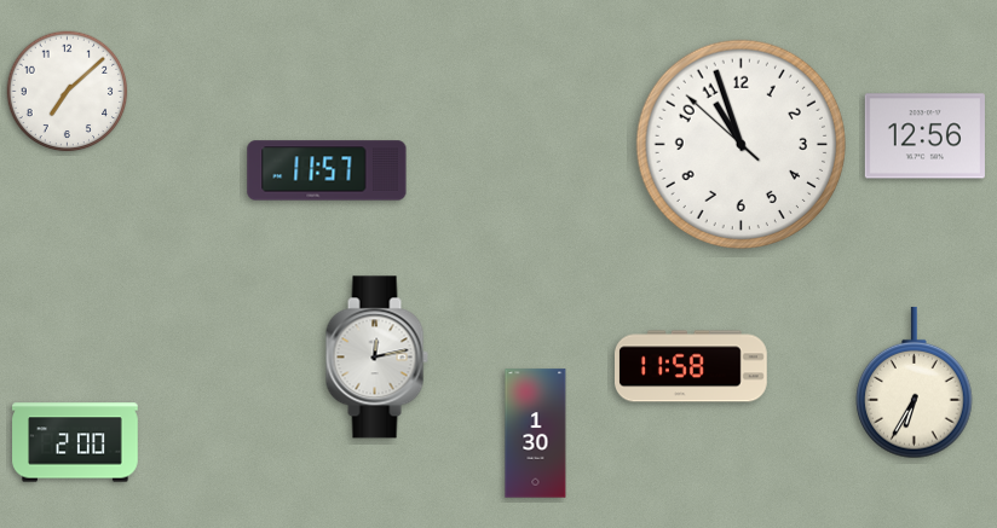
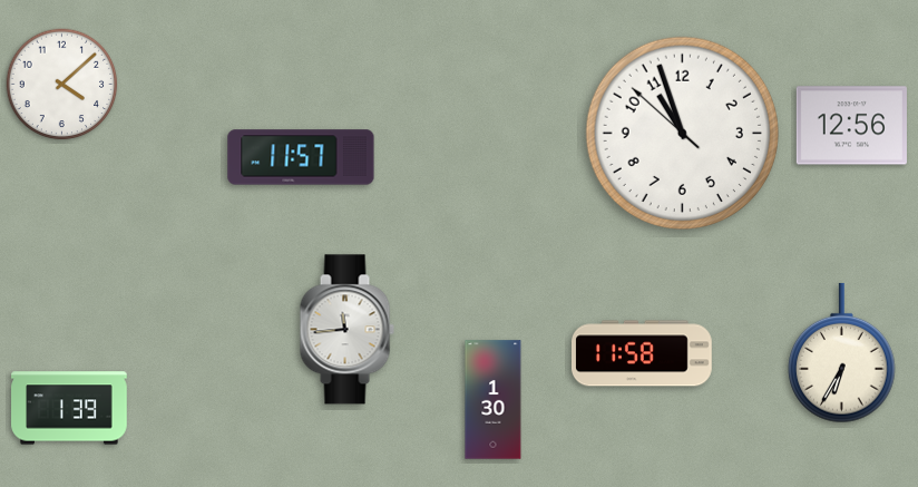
clock at (68, 92): 7:08 -> 4:08
clock at (376, 358): 12:13 -> 11:44
clock at (692, 366) position: (692, 366) -> (643, 353)
clock at (75, 442): 2:00 -> 1:39
